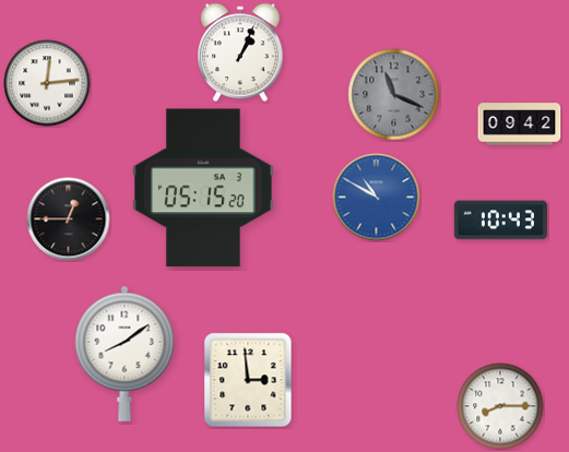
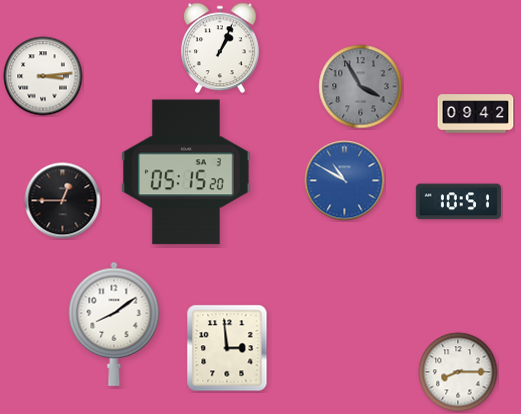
clock at (47, 83): 12:14 -> 3:14
clock at (394, 95): 11:19 -> 3:55
clock at (500, 221): 10:43 -> 10:51
